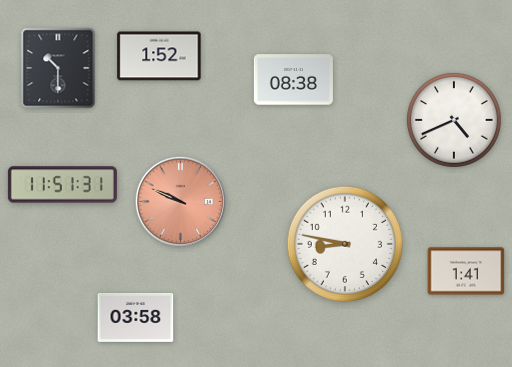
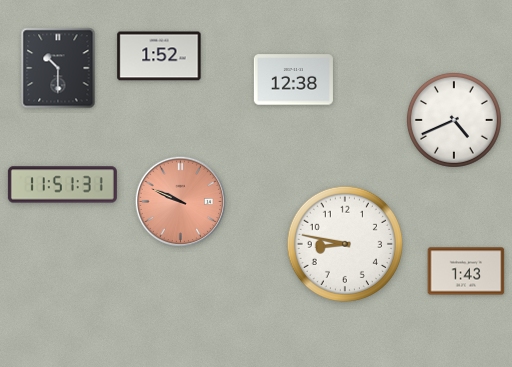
clock at (293, 80): 08:38 -> 12:38
clock at (466, 271): 1:41 -> 1:43
clock at (136, 317): 03:58 -> none
